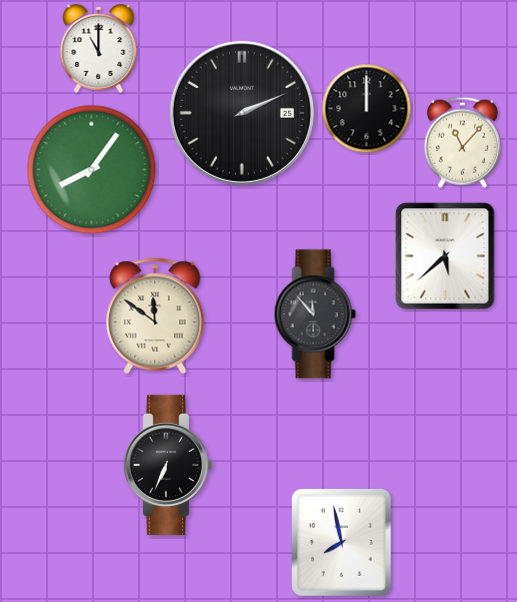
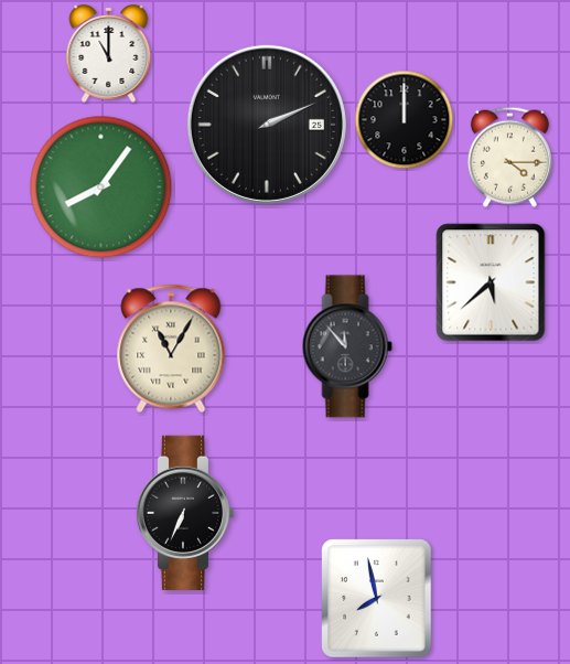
clock at (462, 142): 11:07 -> 4:15
clock at (155, 316): 11:51 -> 11:05
